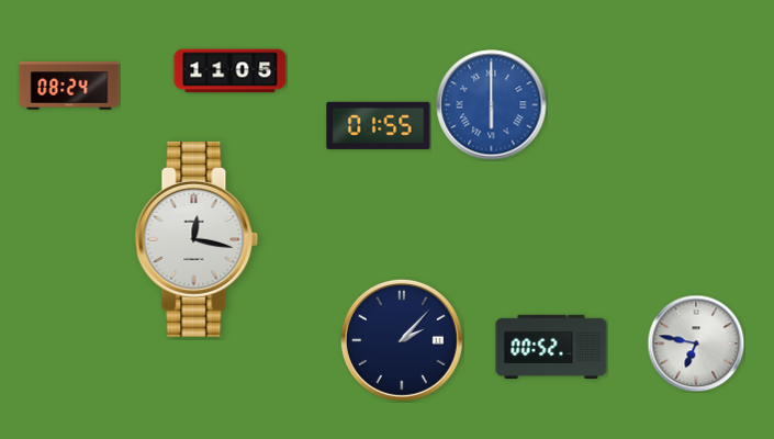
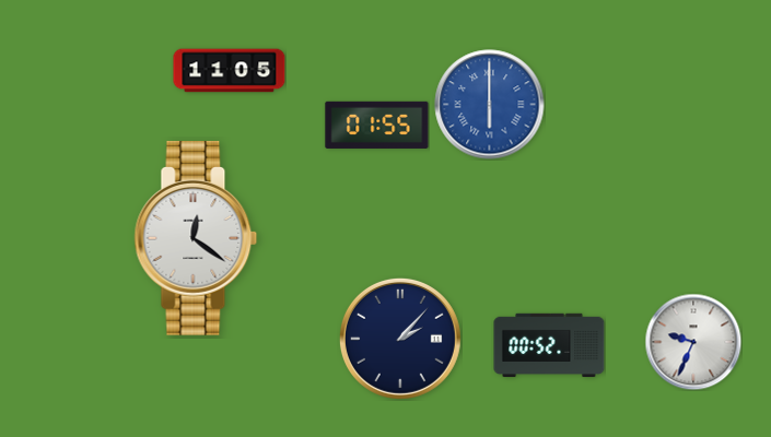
clock at (69, 86): 08:24 -> none
clock at (197, 239): 12:17 -> 12:21
clock at (696, 344): 6:47 -> 9:34
